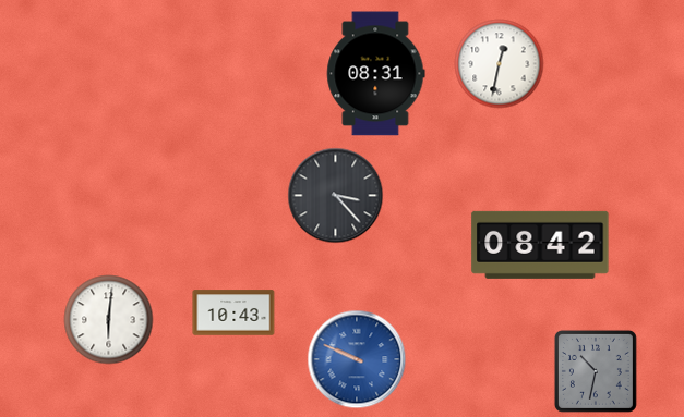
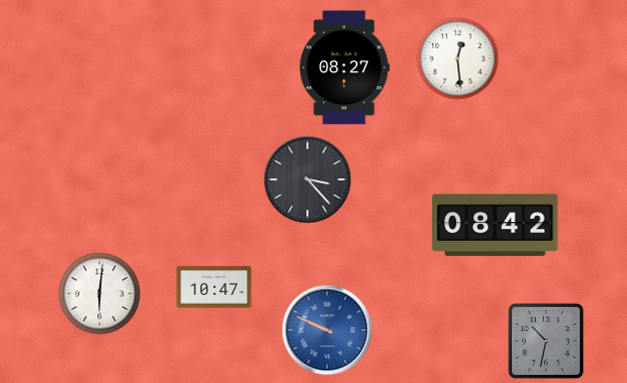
clock at (500, 64): 12:32 -> 12:29
clock at (375, 74): 08:31 -> 08:27
clock at (233, 312): 10:43 -> 10:47
